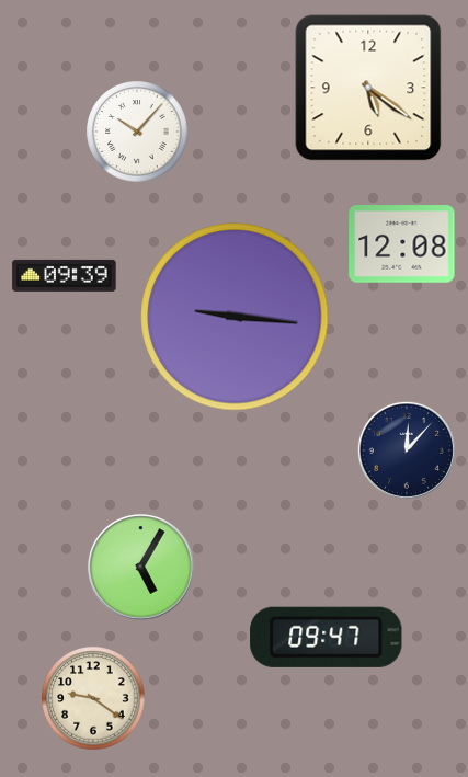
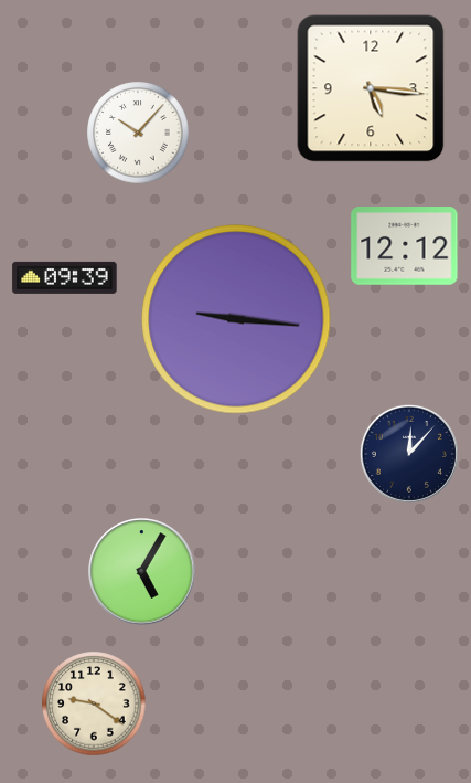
clock at (368, 88): 5:21 -> 5:16
clock at (402, 244): 12:08 -> 12:12
clock at (327, 637): 09:47 -> none
